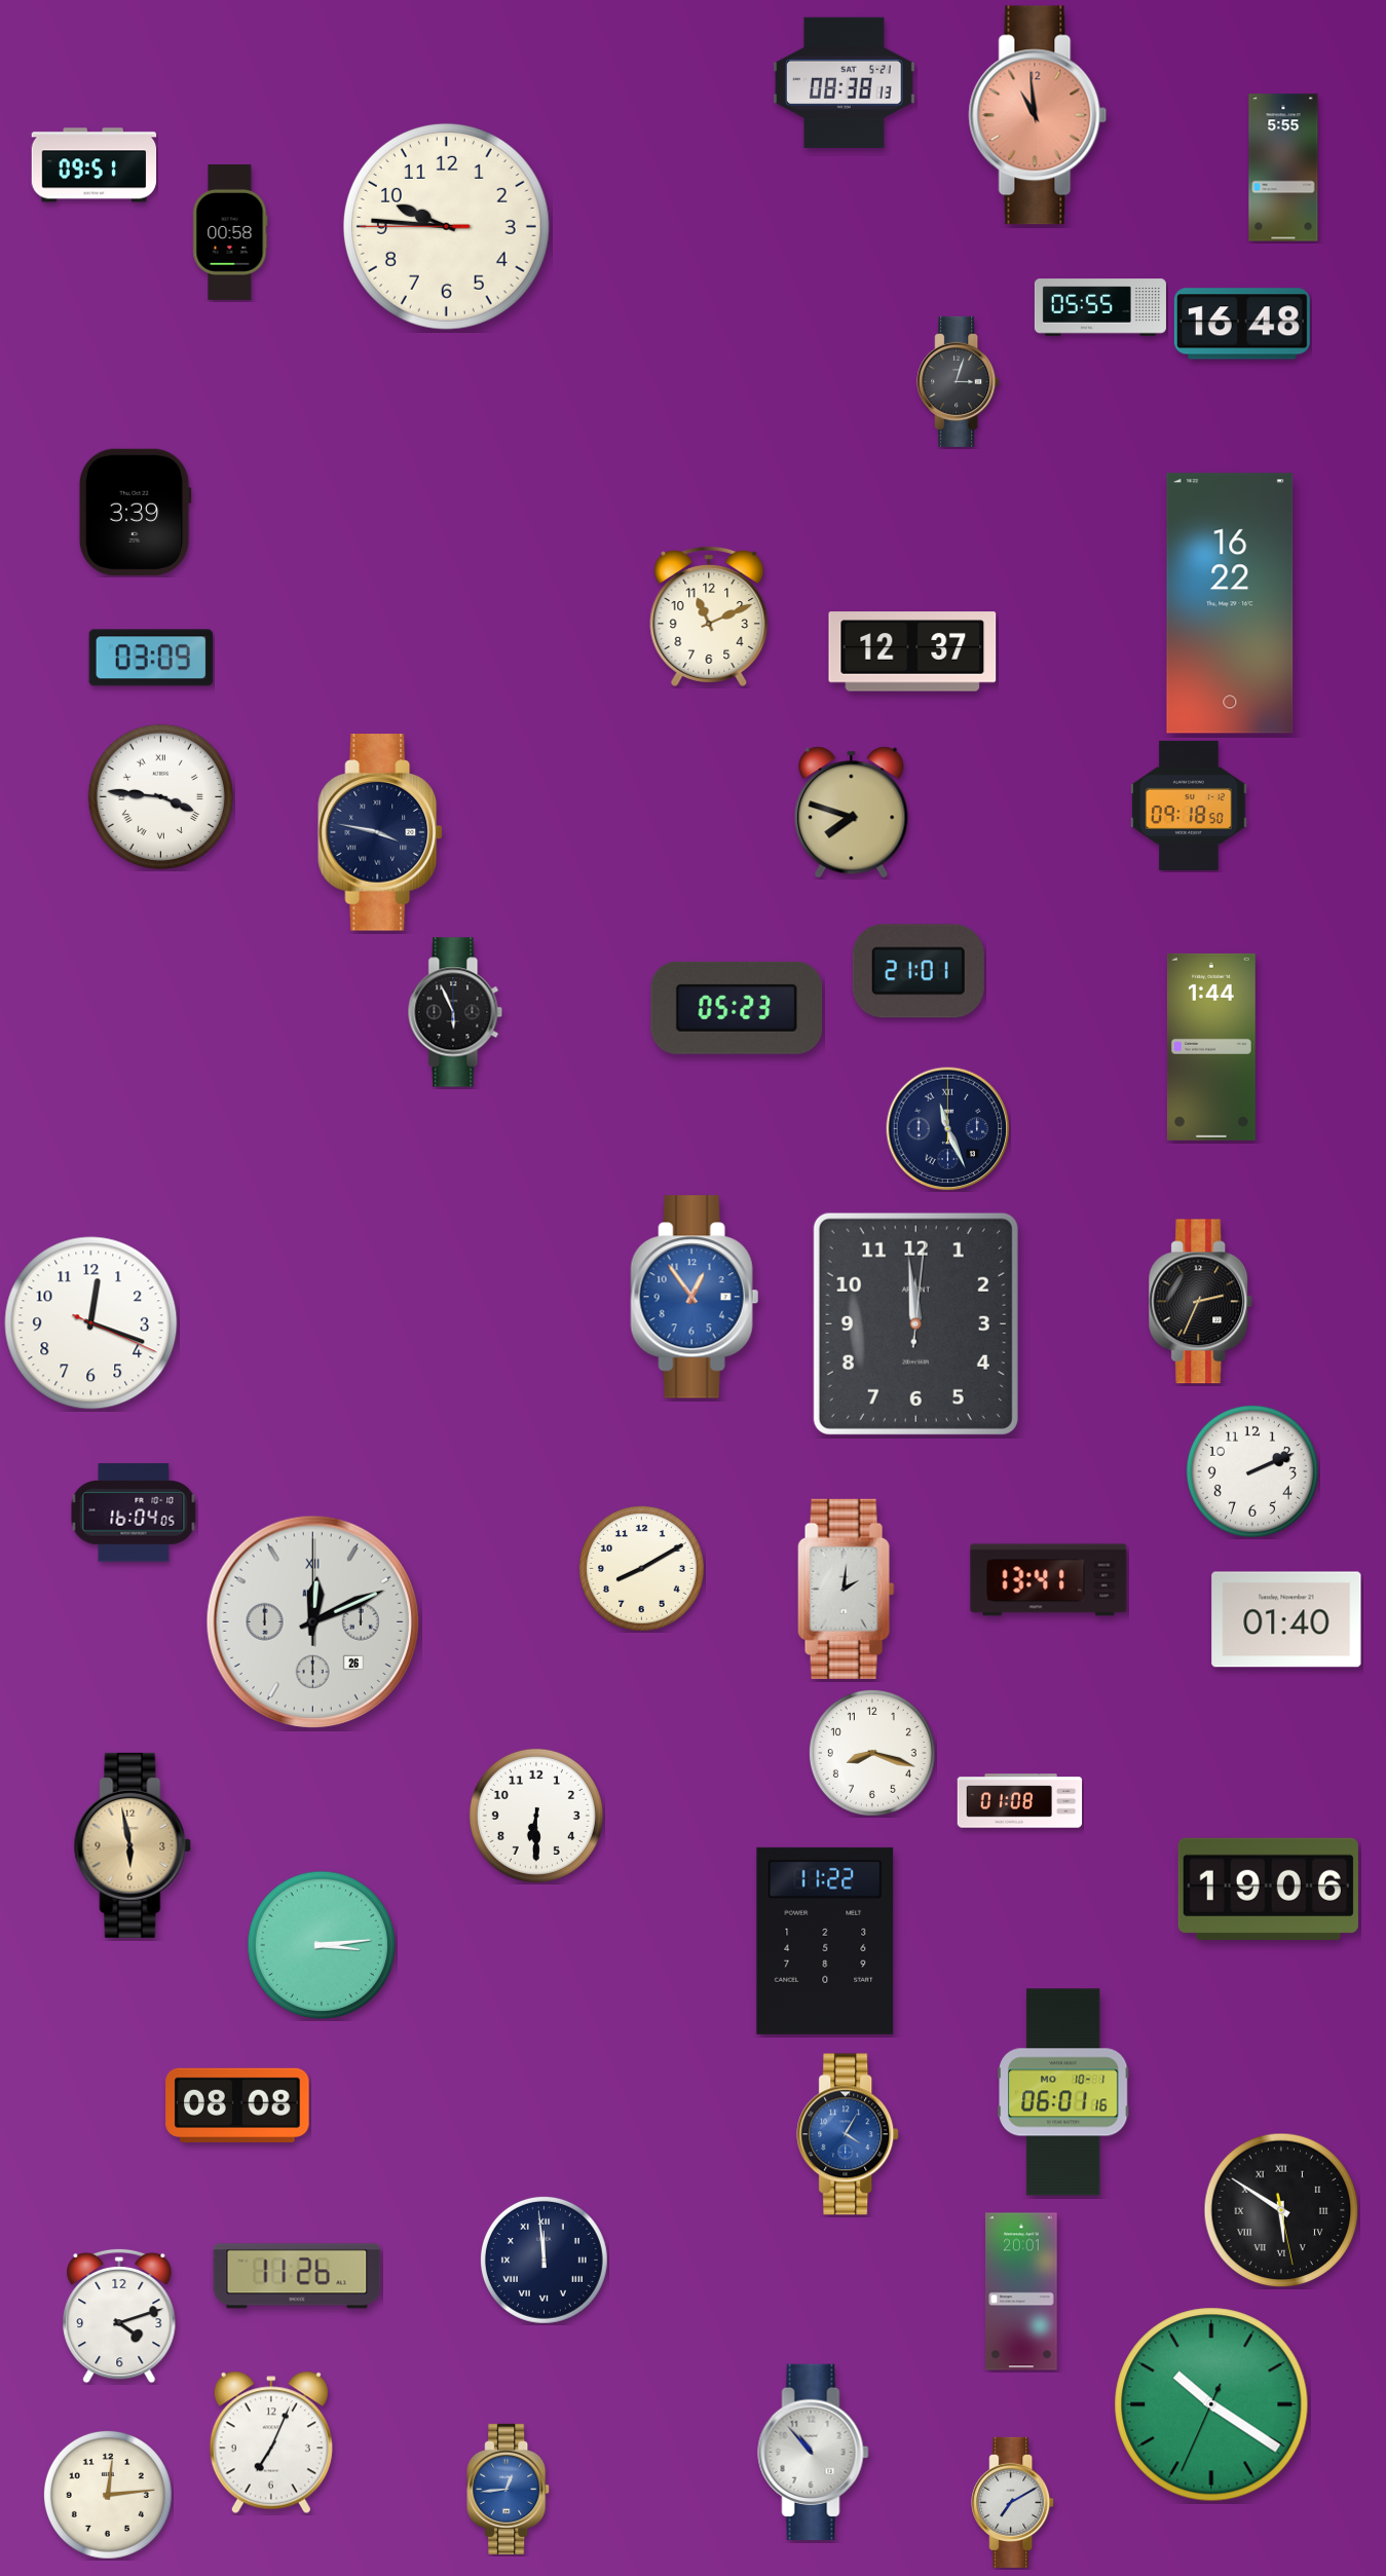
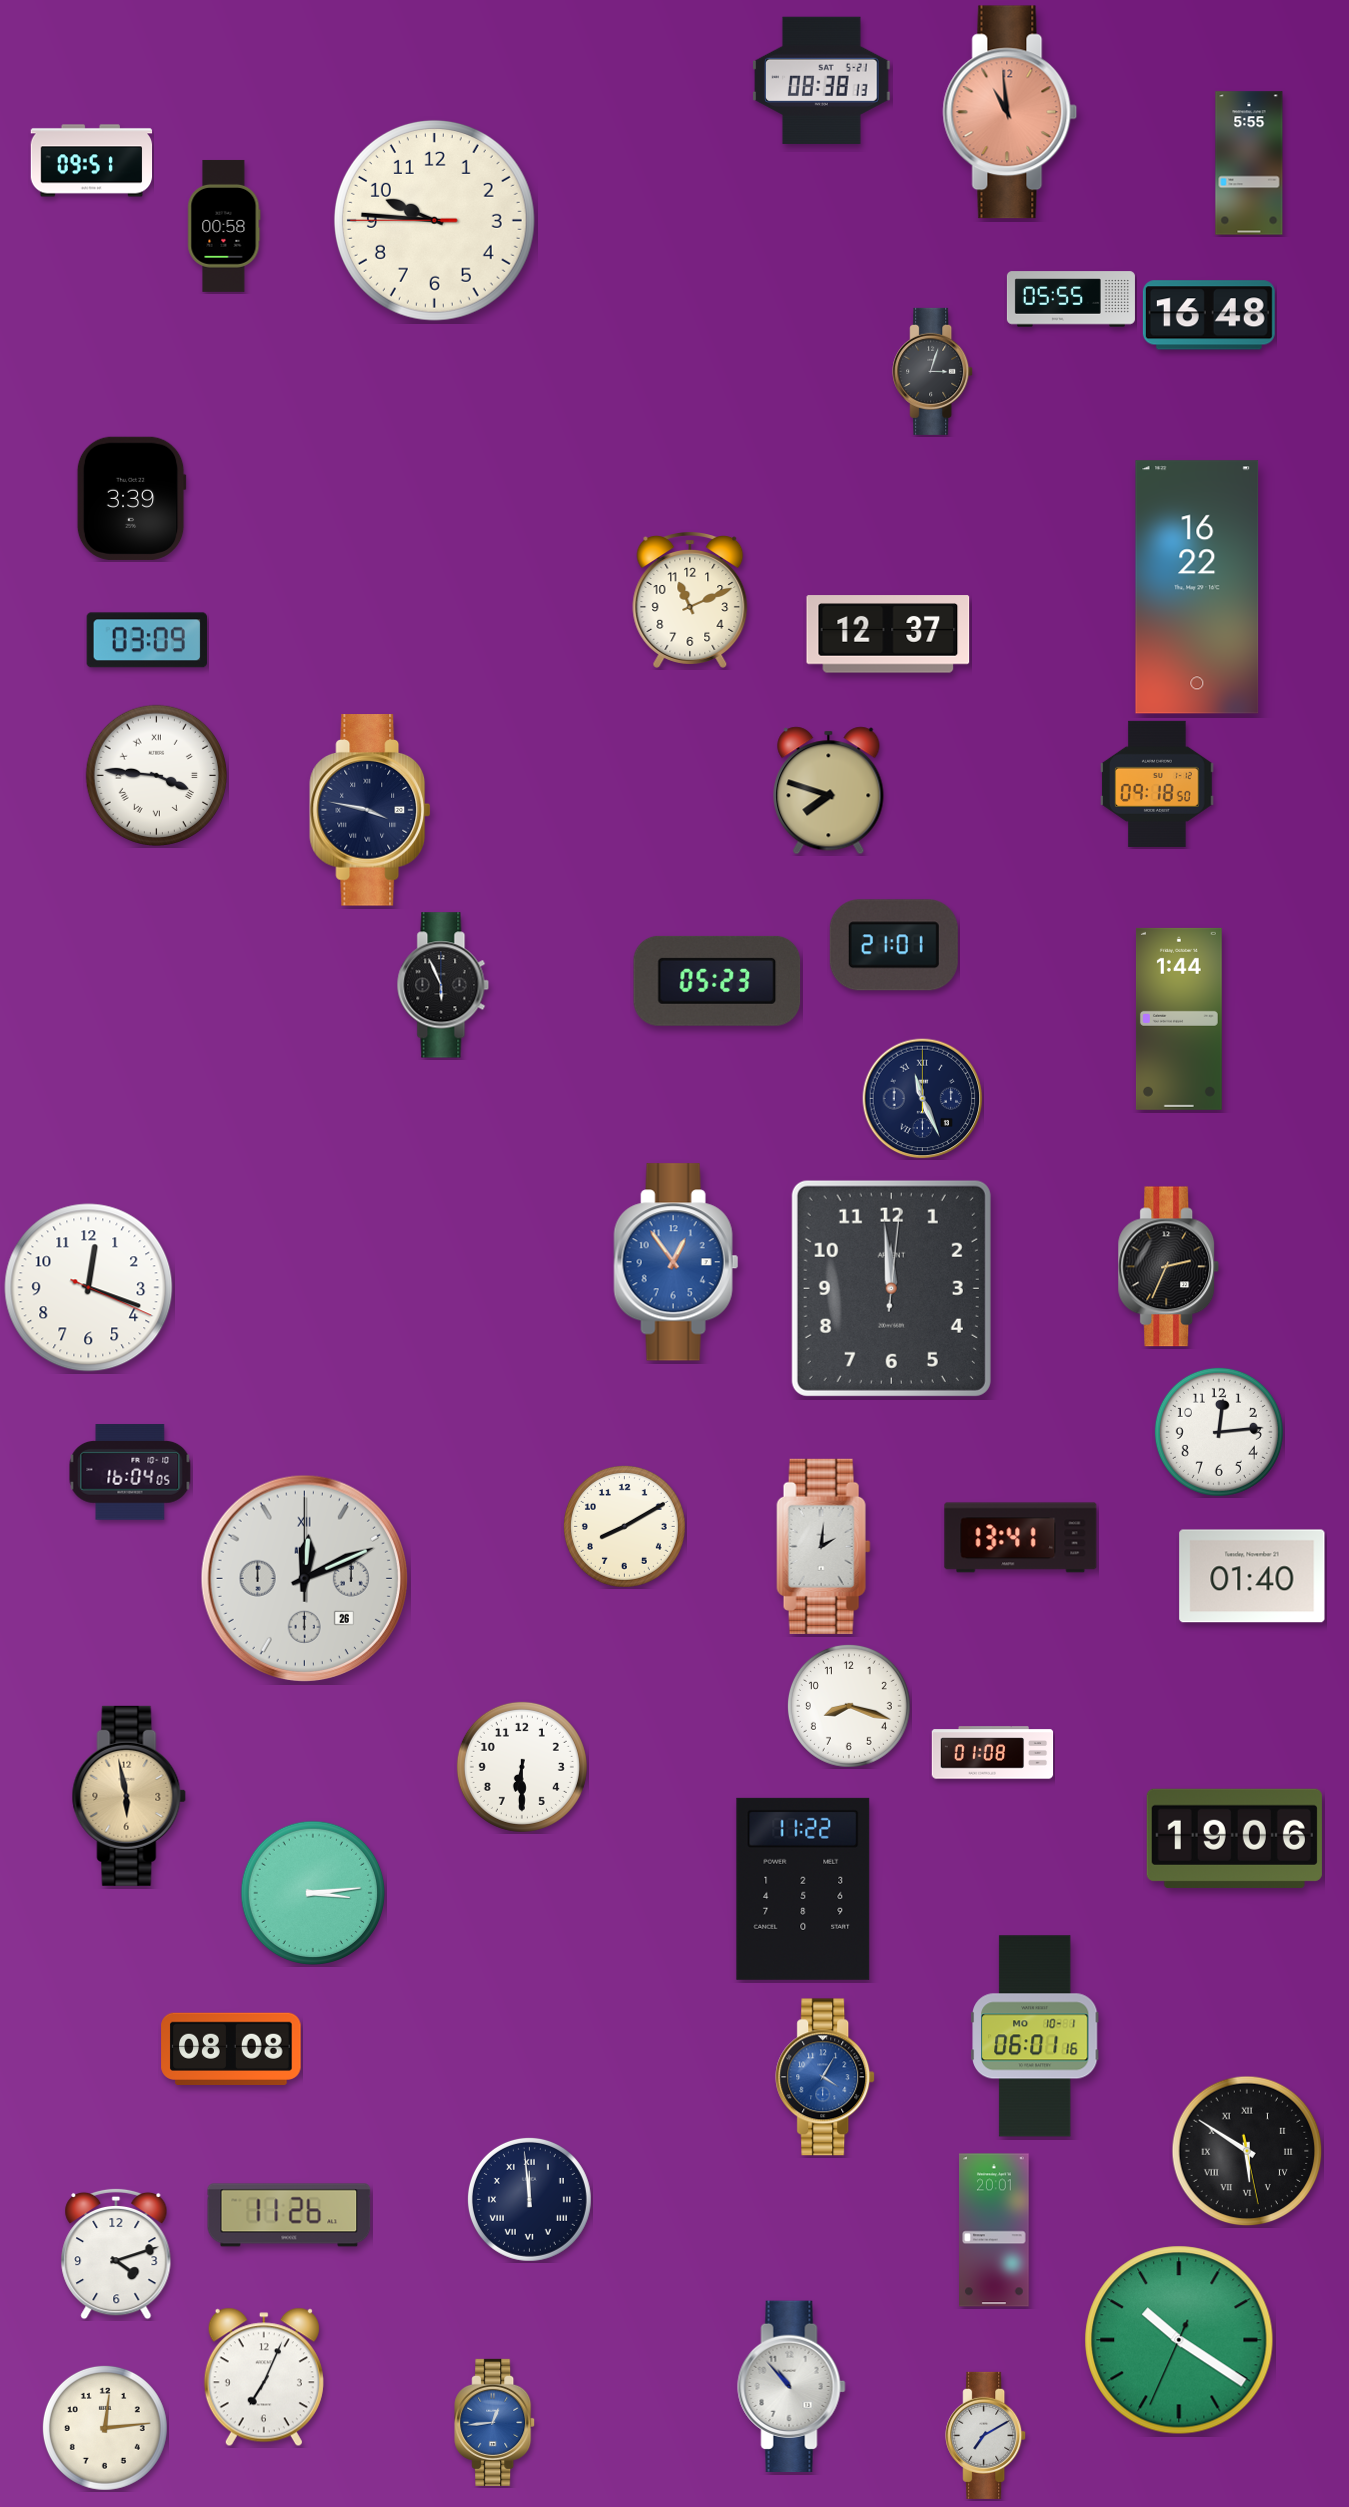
clock at (1252, 1471): 2:11 -> 12:14
